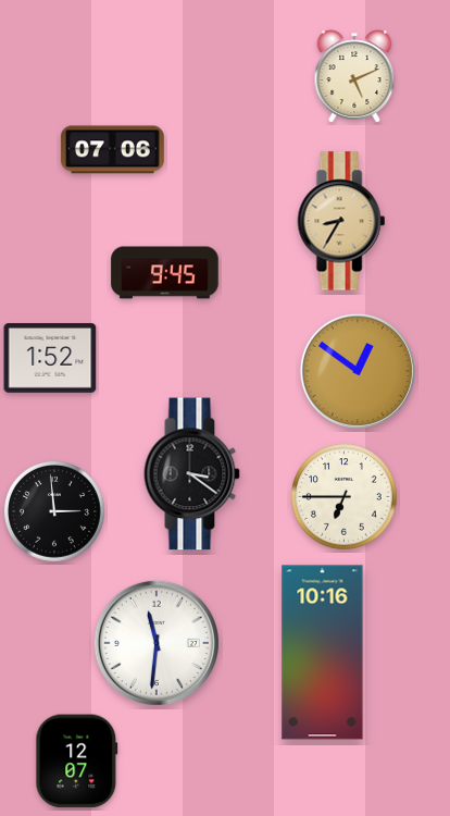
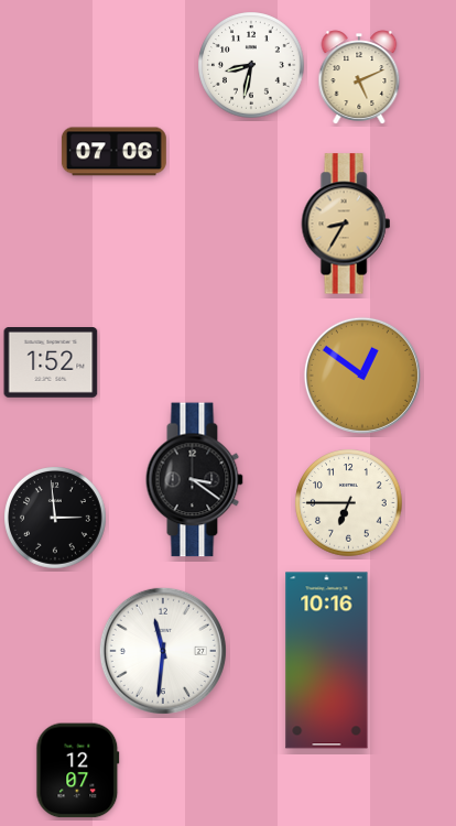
clock at (252, 66): none -> 8:32
clock at (165, 273): 9:45 -> none
clock at (157, 643) position: (157, 643) -> (163, 651)
